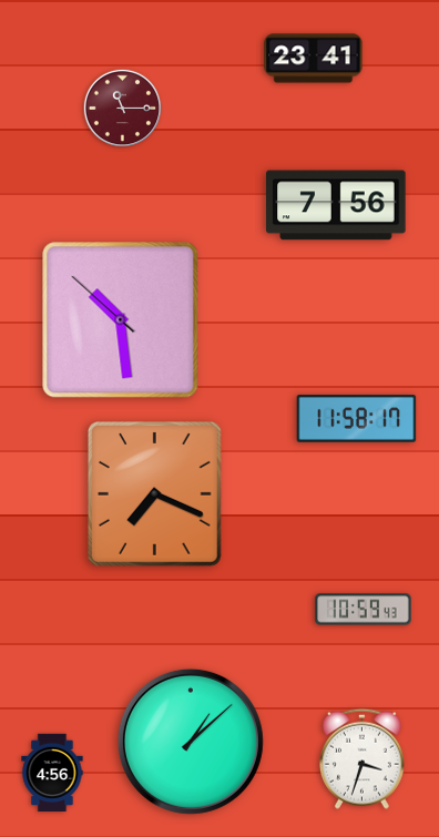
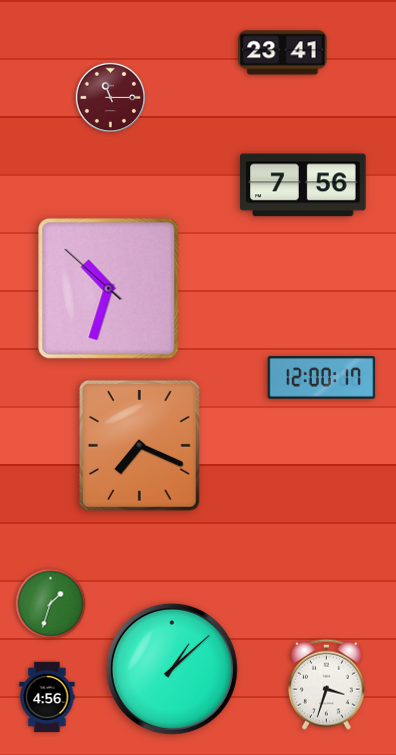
clock at (121, 320): 10:28 -> 10:32
clock at (357, 419): 11:58 -> 12:00
clock at (364, 610): 10:59 -> none
clock at (51, 604): none -> 1:33
